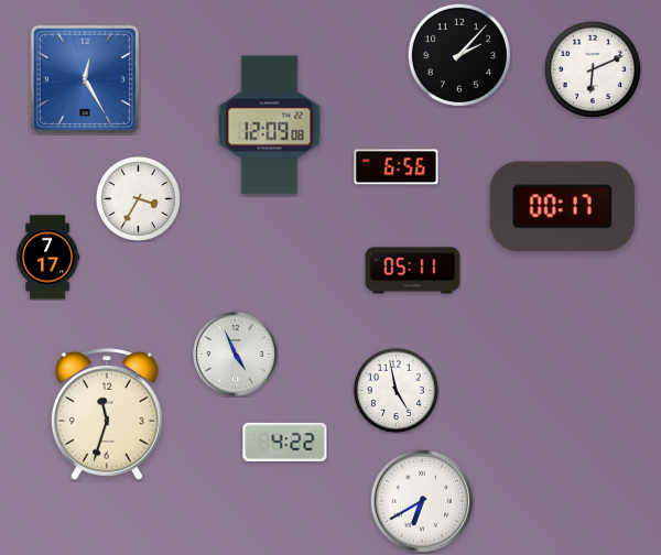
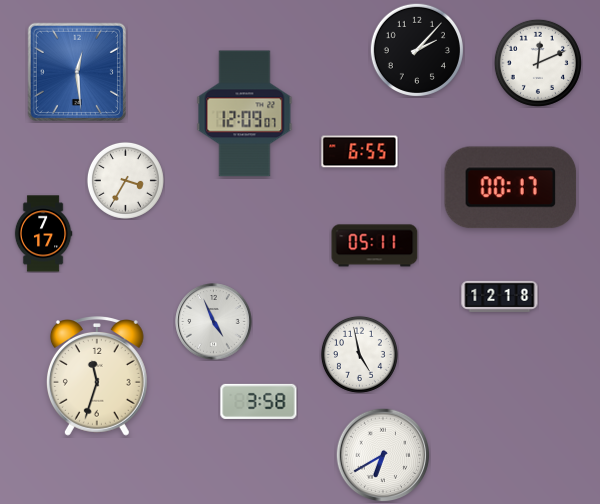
clock at (593, 69): 6:11 -> 12:11
clock at (84, 78): 12:25 -> 12:29
clock at (270, 126): 12:09:08 -> 12:09:07
clock at (397, 167): 6:56 -> 6:55
clock at (500, 296): none -> 12:18
clock at (285, 442): 4:22 -> 3:58
